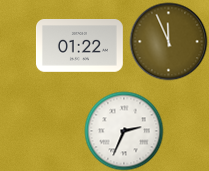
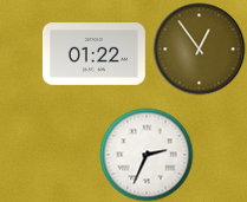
clock at (168, 41): 11:56 -> 12:54
